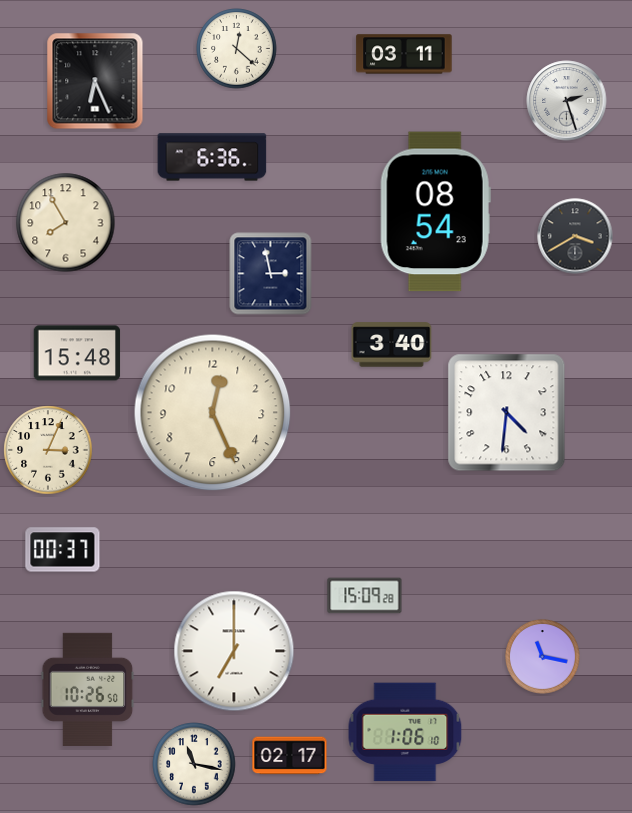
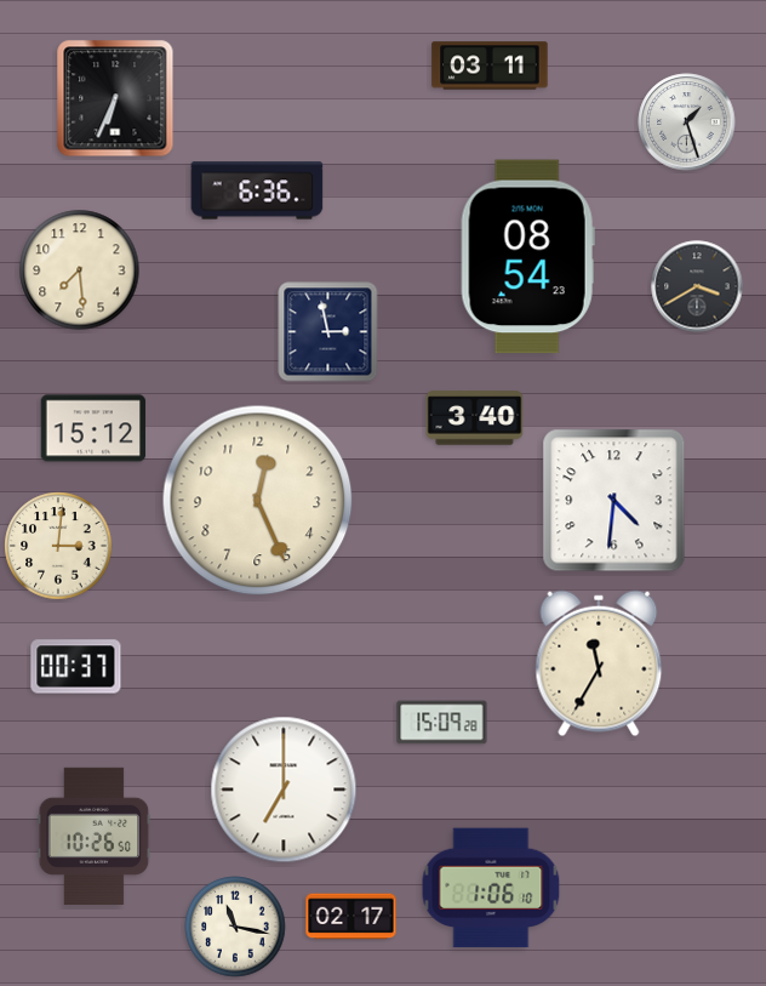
clock at (237, 49): 12:22 -> none
clock at (95, 81): 6:26 -> 6:34
clock at (567, 101): 2:27 -> 1:27
clock at (66, 223): 7:55 -> 7:29
clock at (77, 353): 15:48 -> 15:12
clock at (48, 450): 3:04 -> 3:01
clock at (599, 663): none -> 11:35
clock at (543, 657): 11:17 -> none
clock at (88, 689) position: (88, 689) -> (95, 836)
